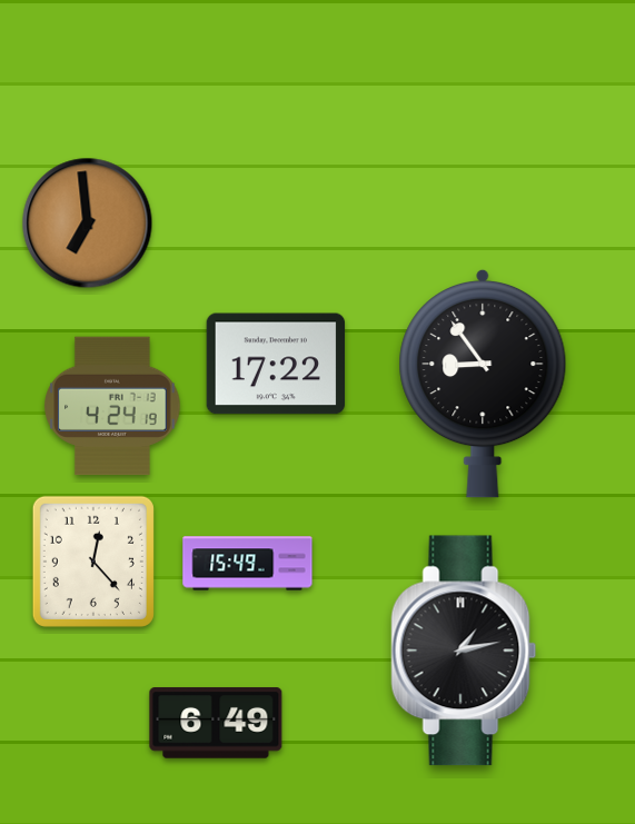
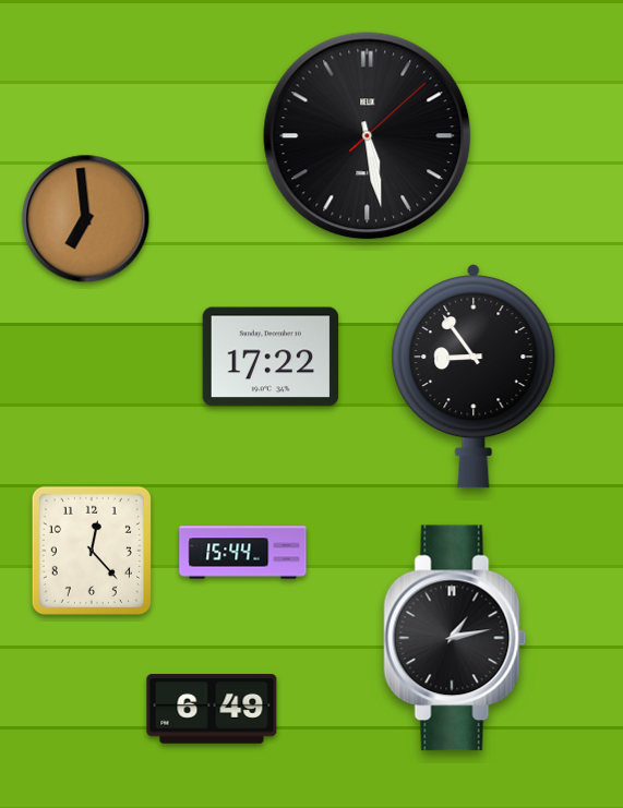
clock at (368, 136): none -> 5:28
clock at (112, 406): 4:24 -> none
clock at (248, 564): 15:49 -> 15:44
